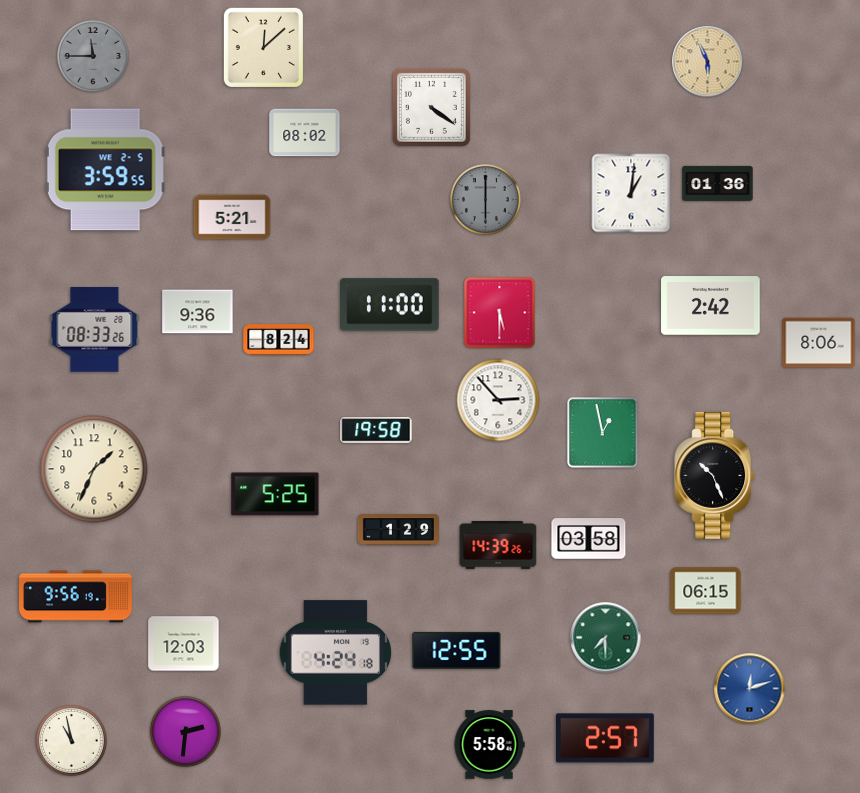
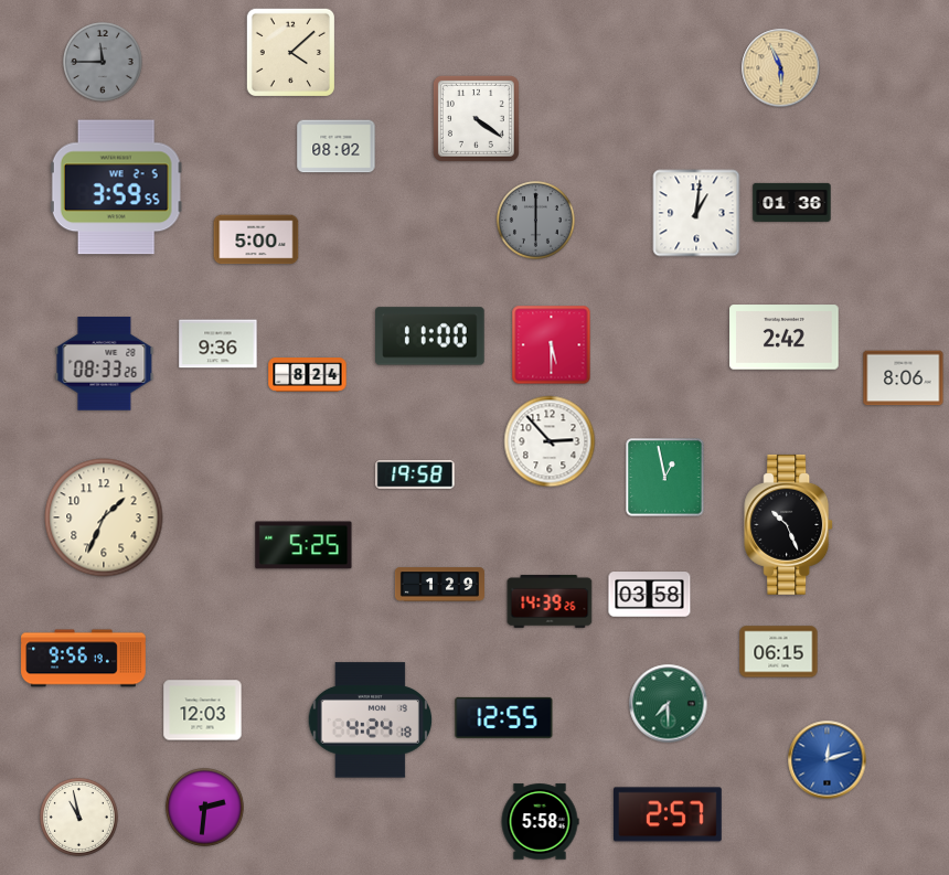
clock at (263, 47): 12:08 -> 4:08
clock at (232, 217): 5:21 -> 5:00
